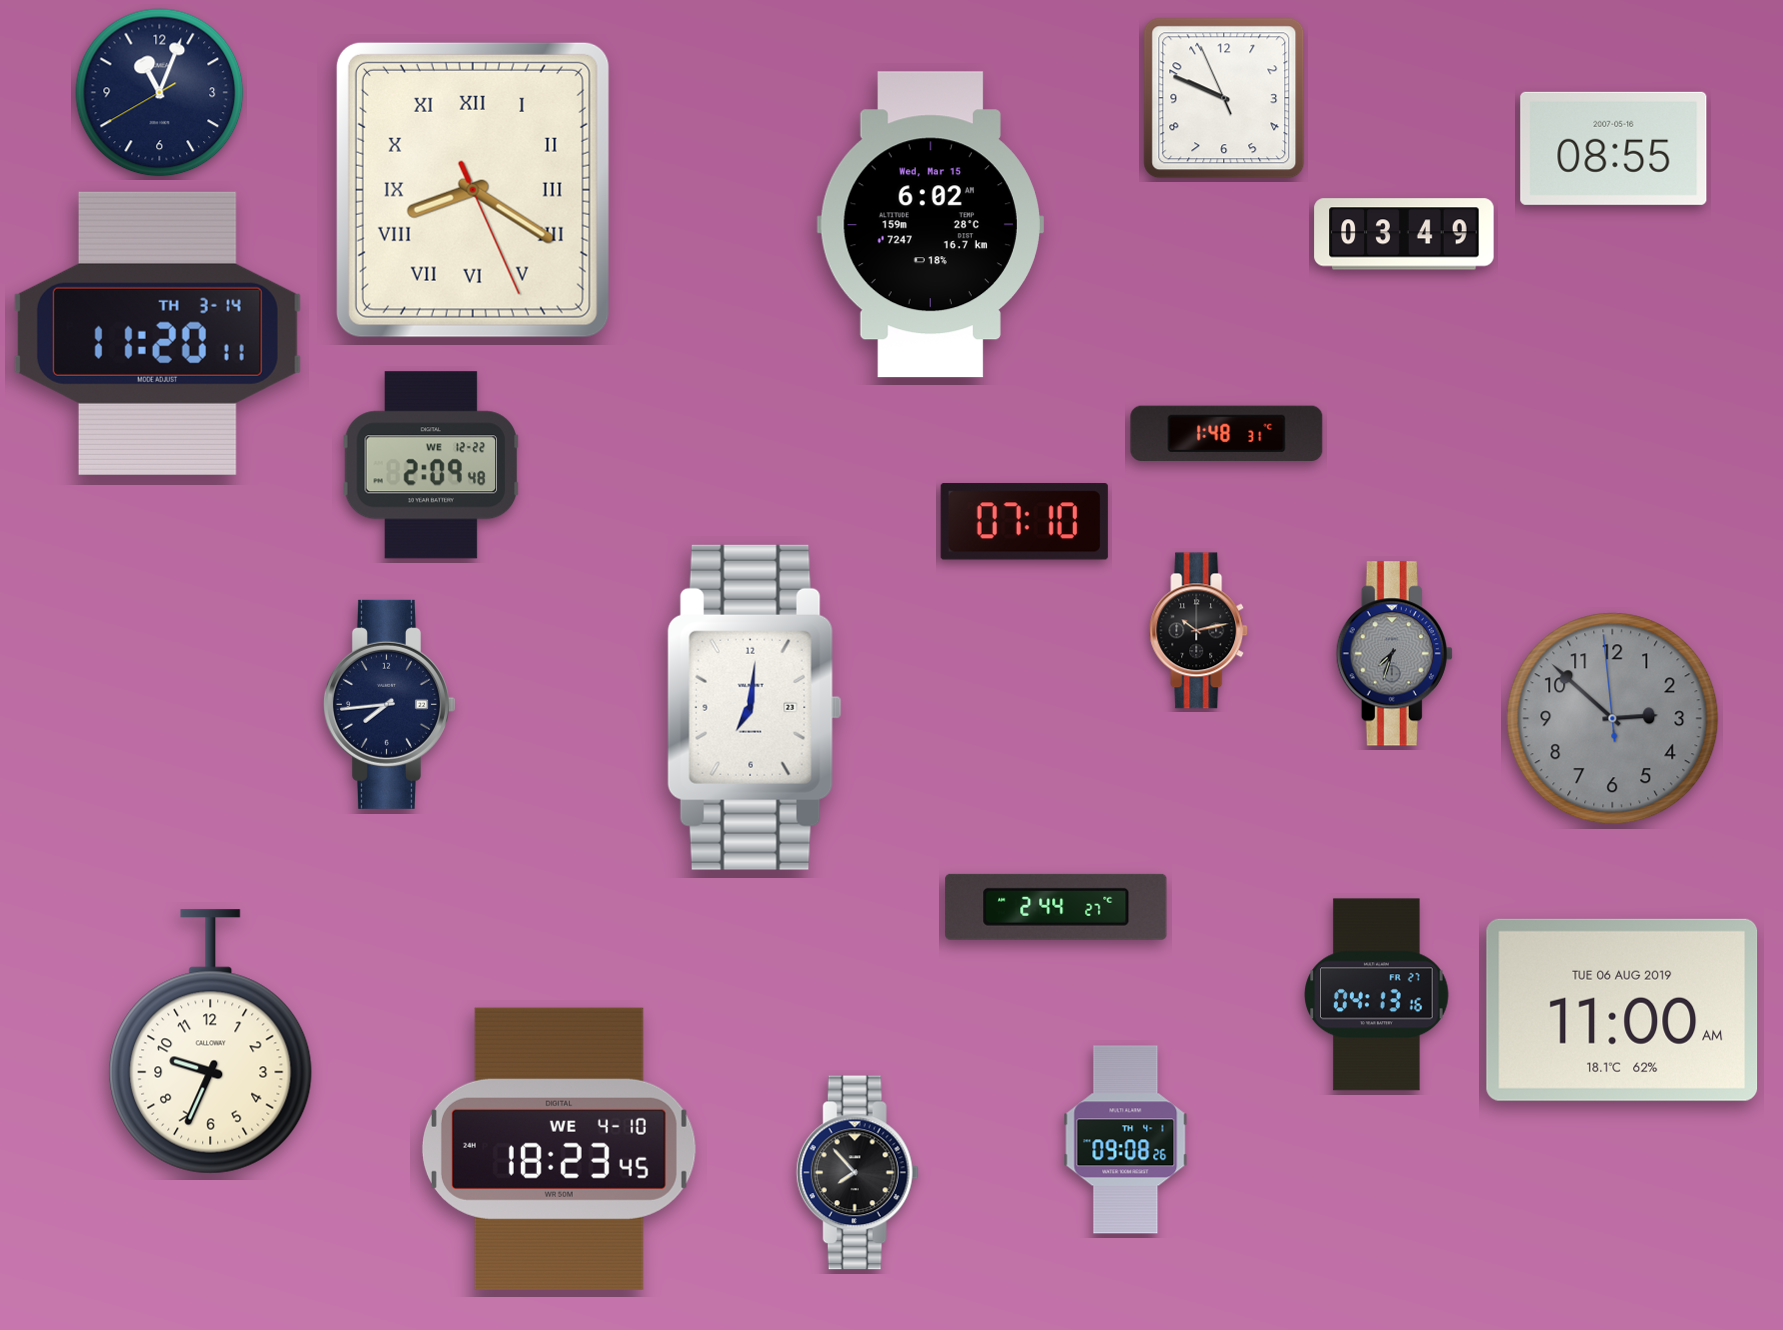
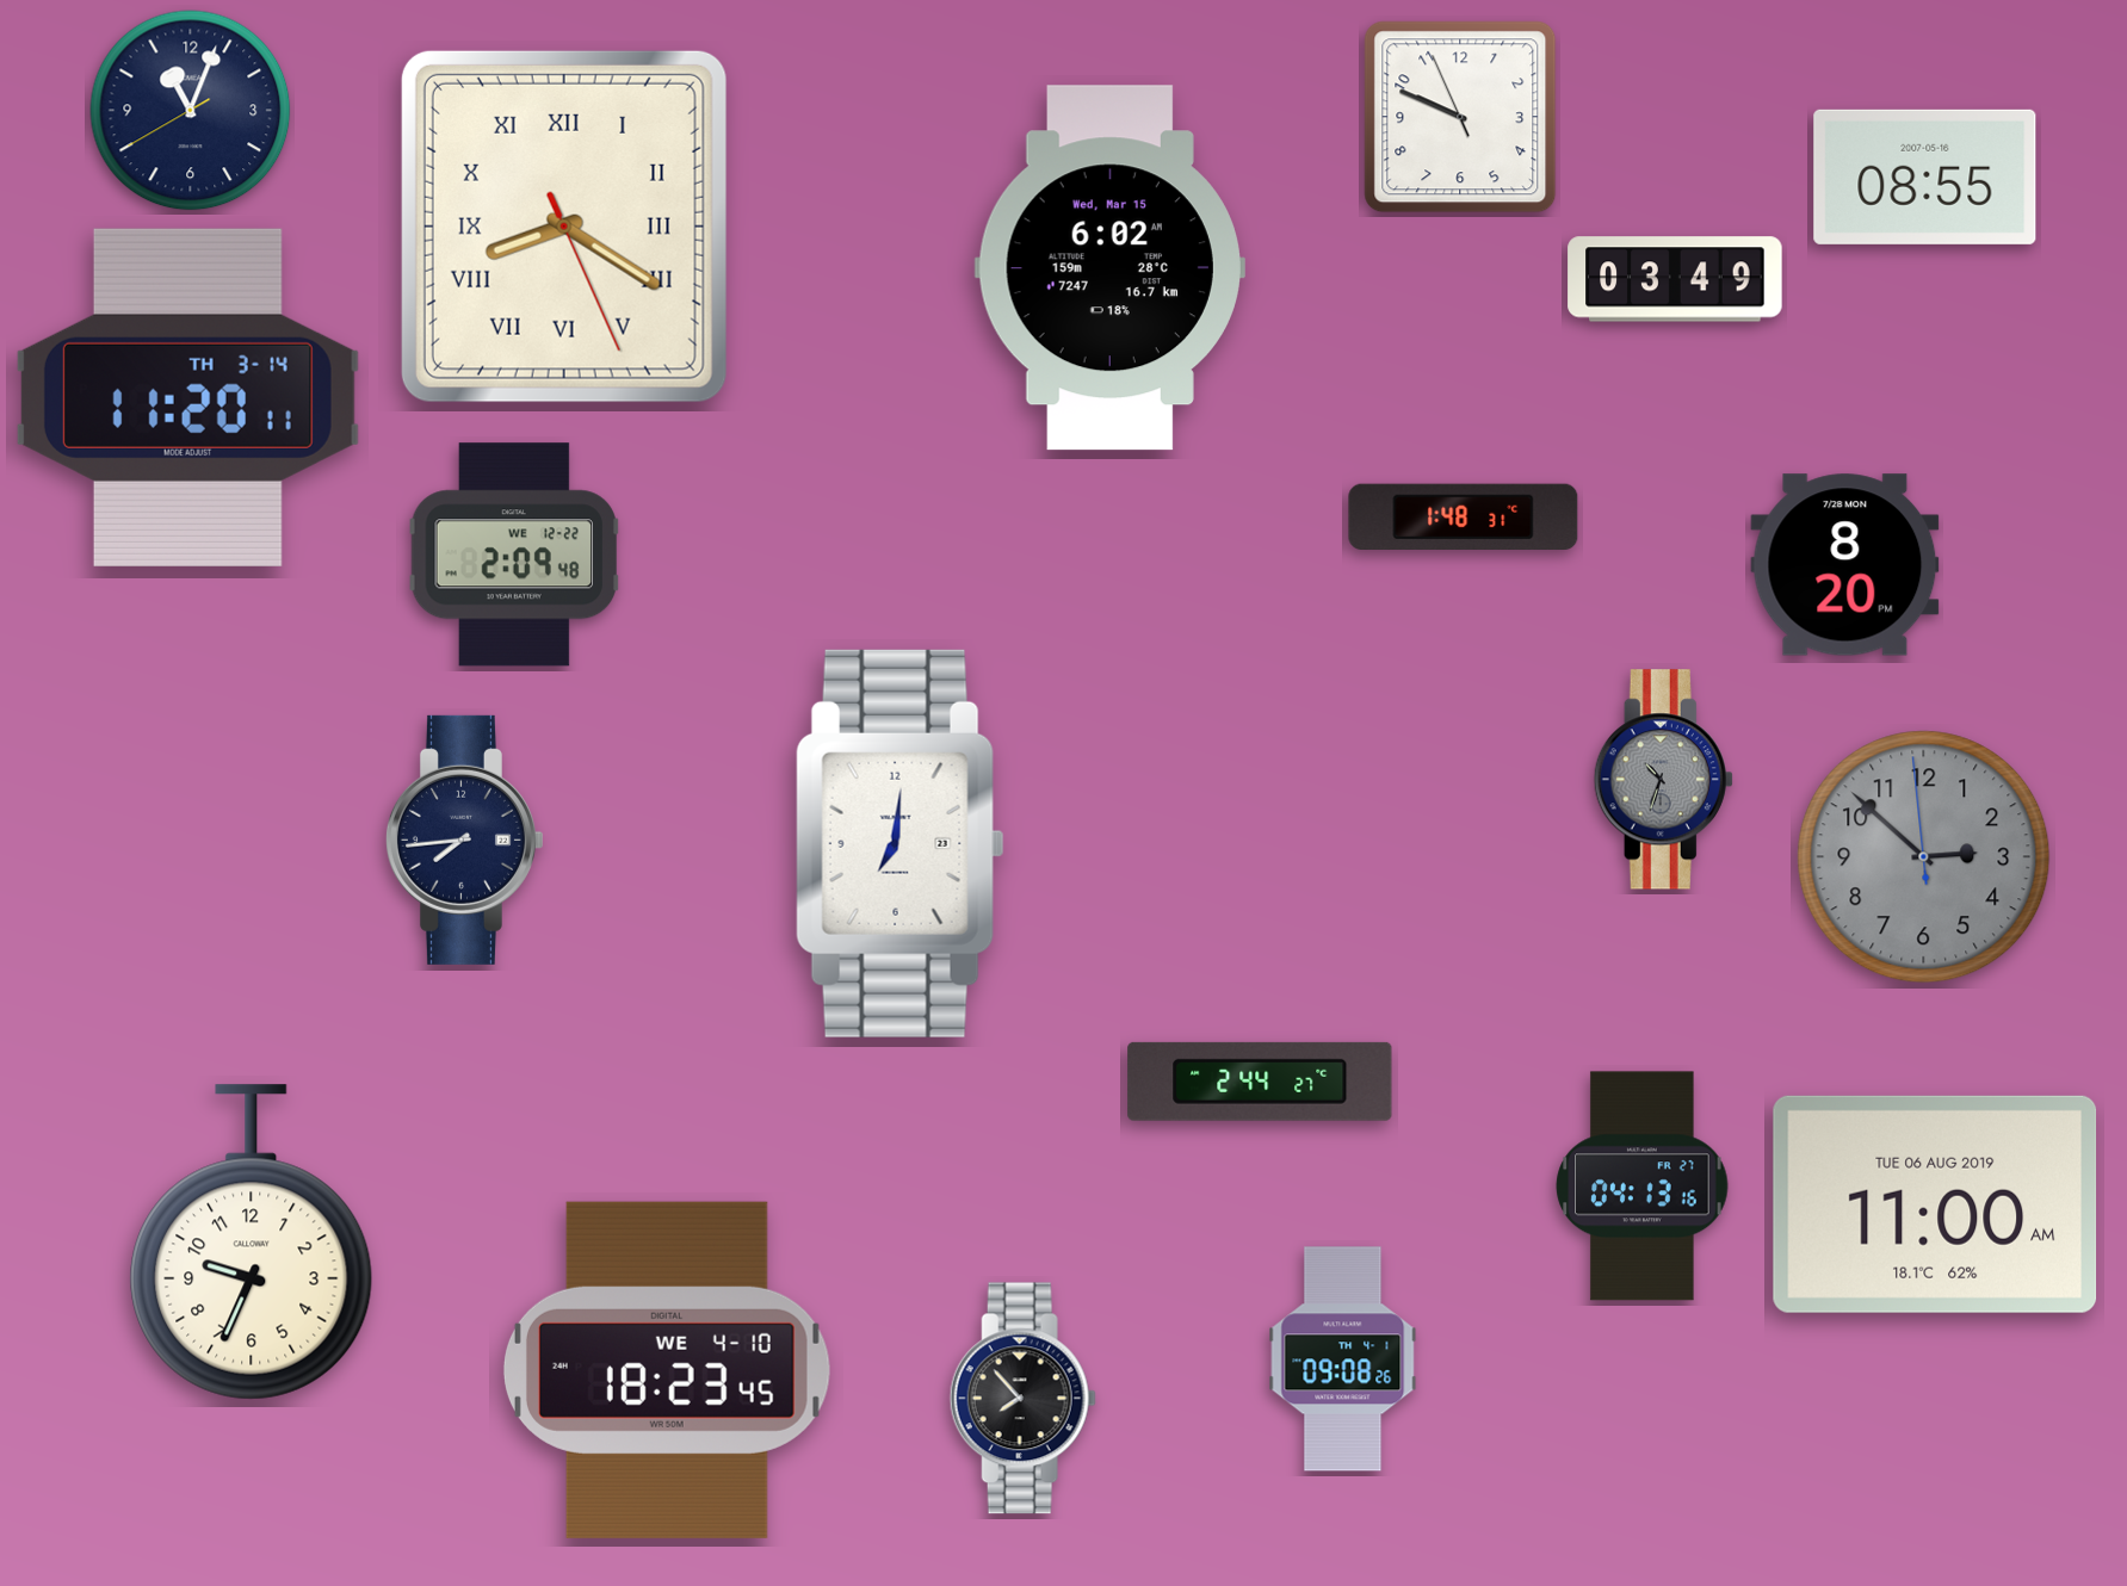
clock at (1845, 565): none -> 8:20
clock at (1024, 522): 07:10 -> none
clock at (1199, 631): 10:13 -> none
clock at (1394, 654): 7:33 -> 10:33
